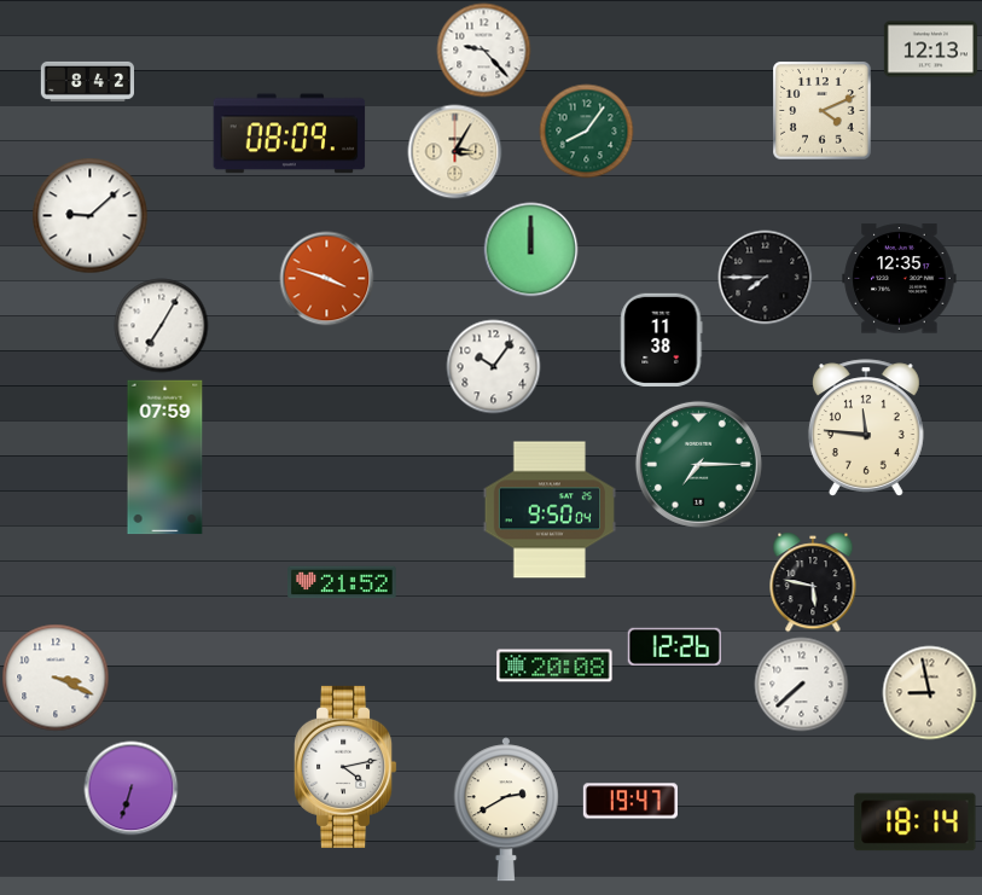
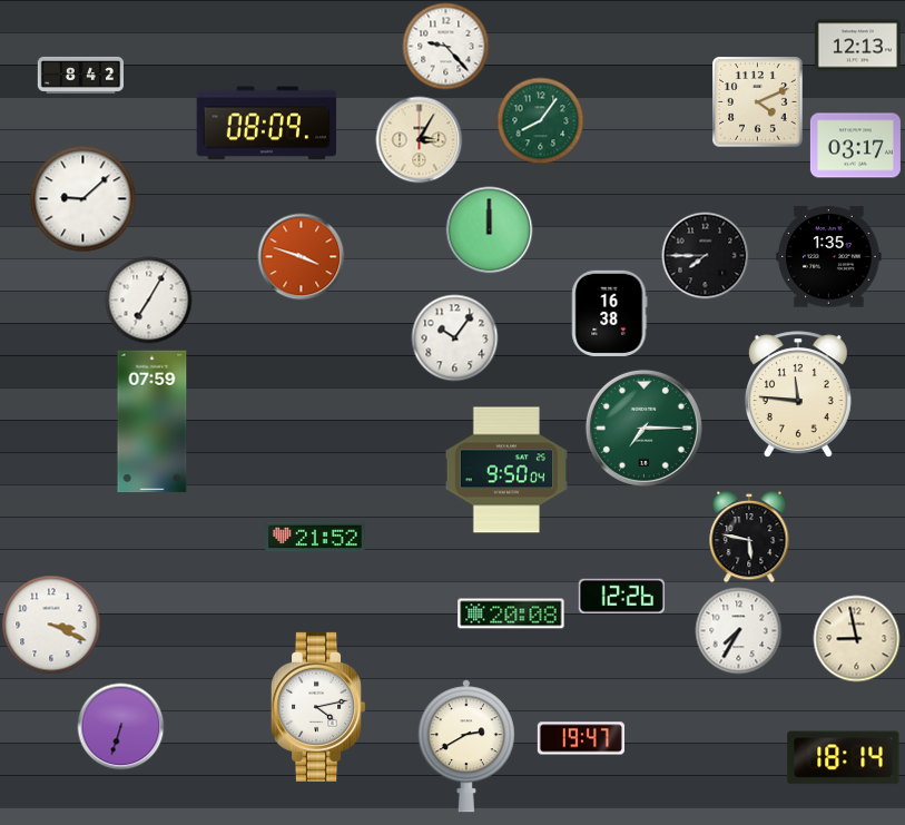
clock at (855, 146): none -> 03:17
clock at (900, 279): 12:35 -> 1:35
clock at (662, 339): 11:38 -> 16:38
clock at (801, 684): 7:38 -> 7:35
